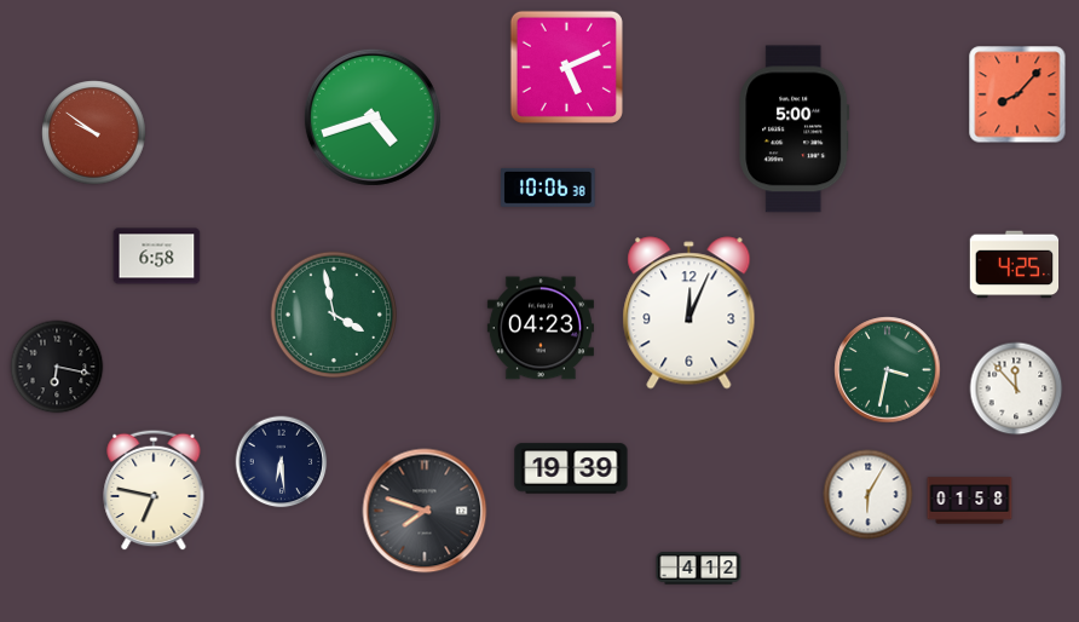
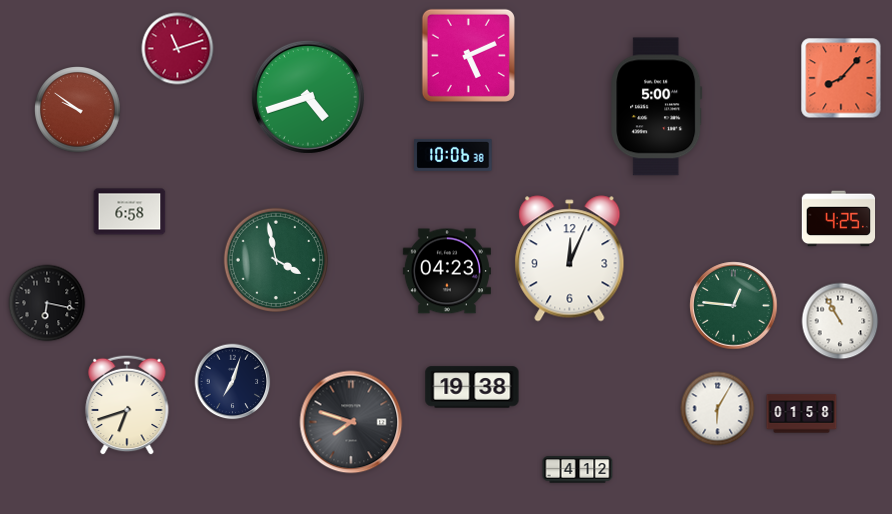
clock at (178, 49): none -> 11:12
clock at (888, 370): 3:32 -> 12:46
clock at (1016, 388): 11:53 -> 10:55
clock at (282, 462): 6:29 -> 7:03
clock at (571, 468): 19:39 -> 19:38
clock at (154, 490): 6:47 -> 6:42
